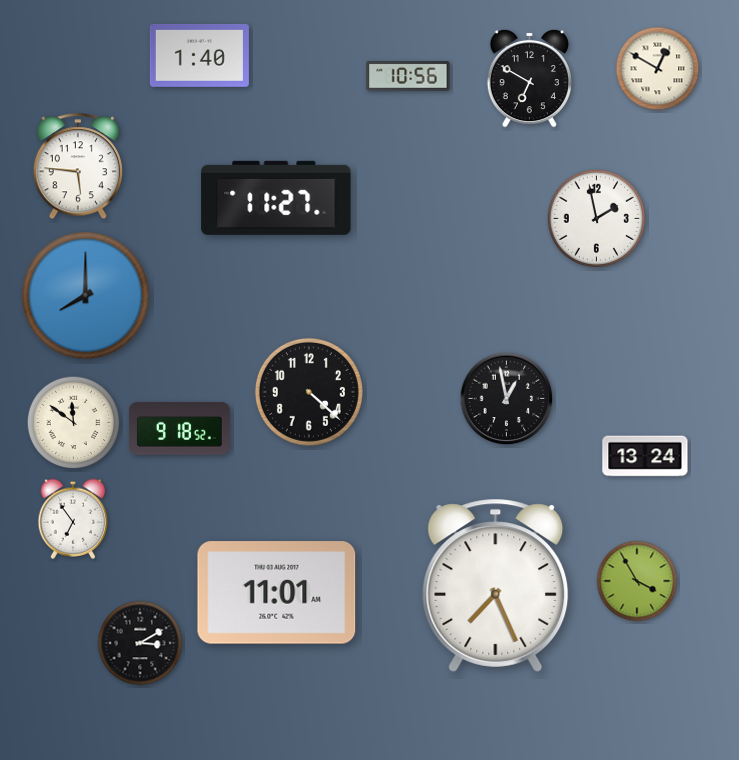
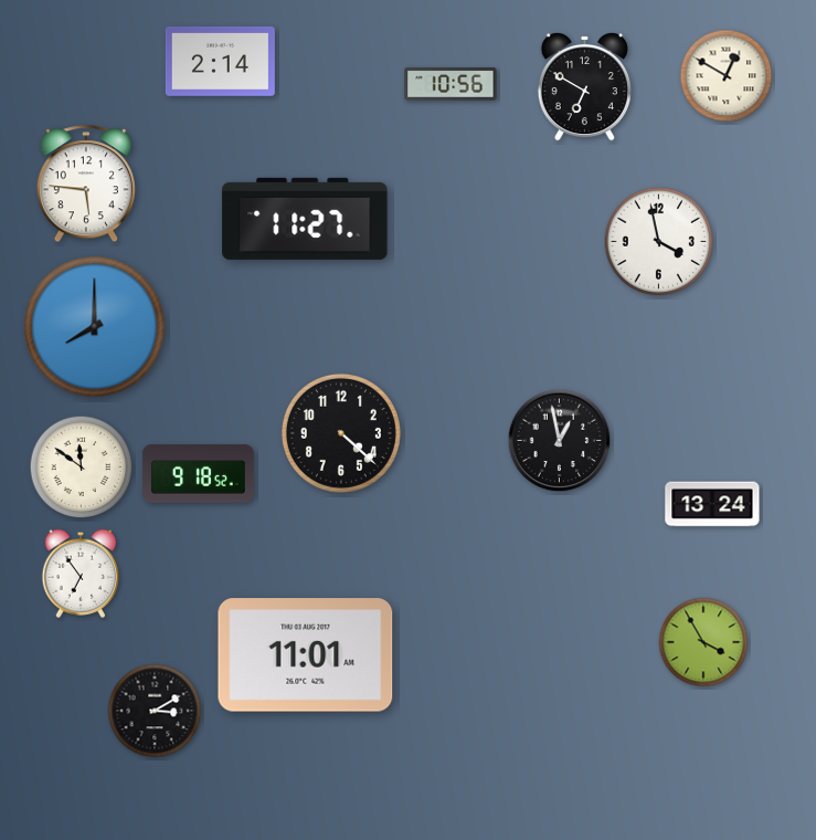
clock at (199, 55): 1:40 -> 2:14
clock at (596, 218): 1:58 -> 3:58
clock at (496, 585): 7:26 -> none
